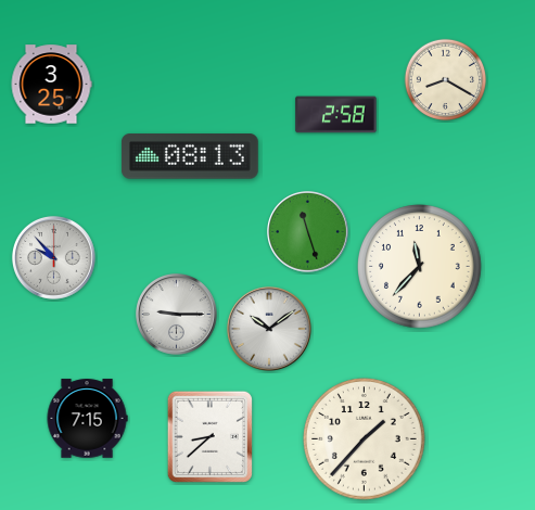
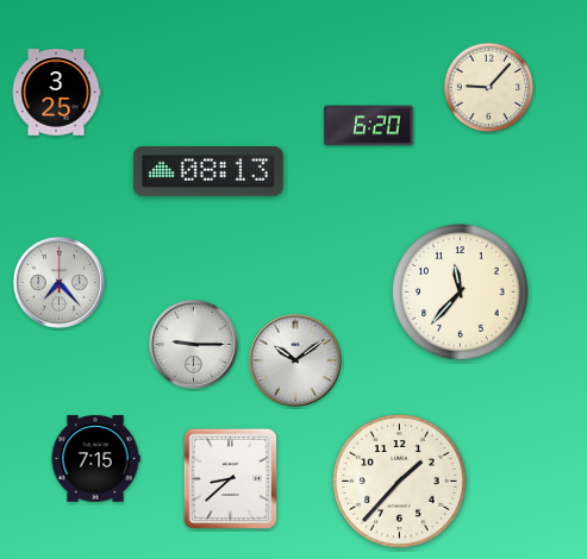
clock at (445, 79): 8:20 -> 9:07
clock at (336, 115): 2:58 -> 6:20
clock at (308, 232): 11:27 -> none
clock at (53, 257): 9:53 -> 7:23
